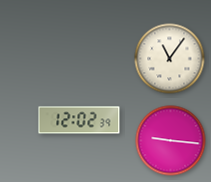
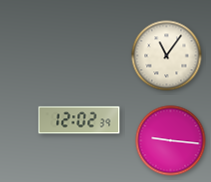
clock at (170, 59) position: (170, 59) -> (167, 56)
